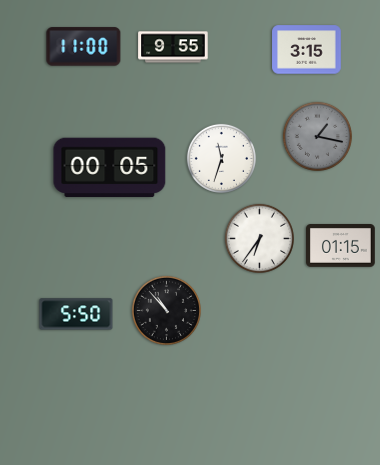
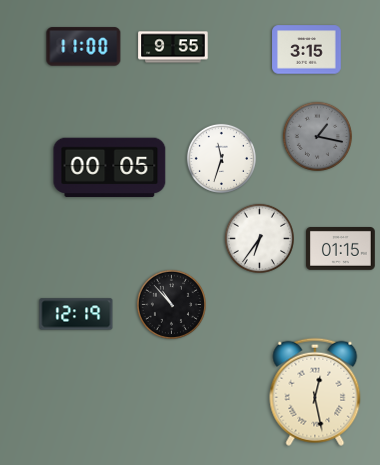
clock at (341, 246) position: (341, 246) -> (341, 249)
clock at (166, 310) position: (166, 310) -> (171, 304)
clock at (76, 314): 5:50 -> 12:19
clock at (315, 392): none -> 12:28
